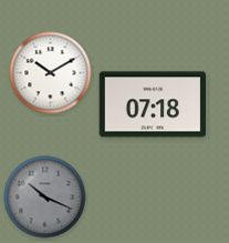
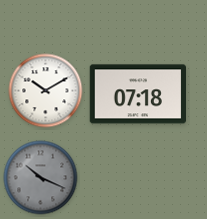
clock at (51, 73) position: (51, 73) -> (46, 91)
